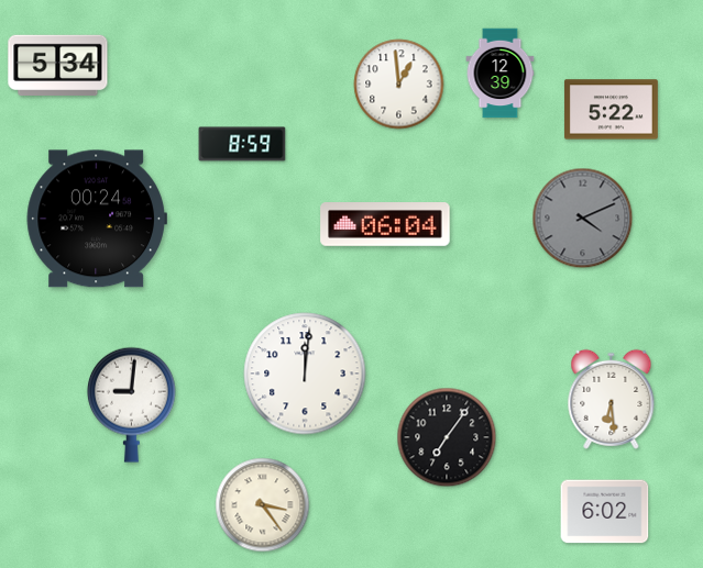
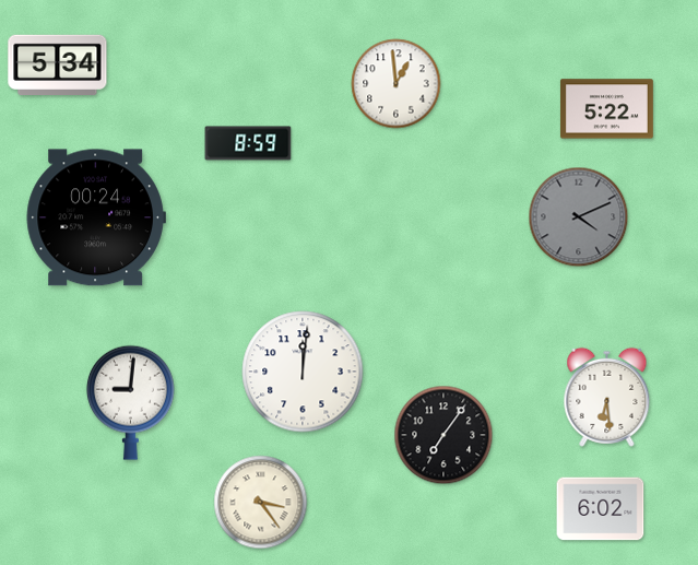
clock at (501, 74): 12:39 -> none
clock at (242, 144) position: (242, 144) -> (248, 143)
clock at (385, 225): 06:04 -> none
